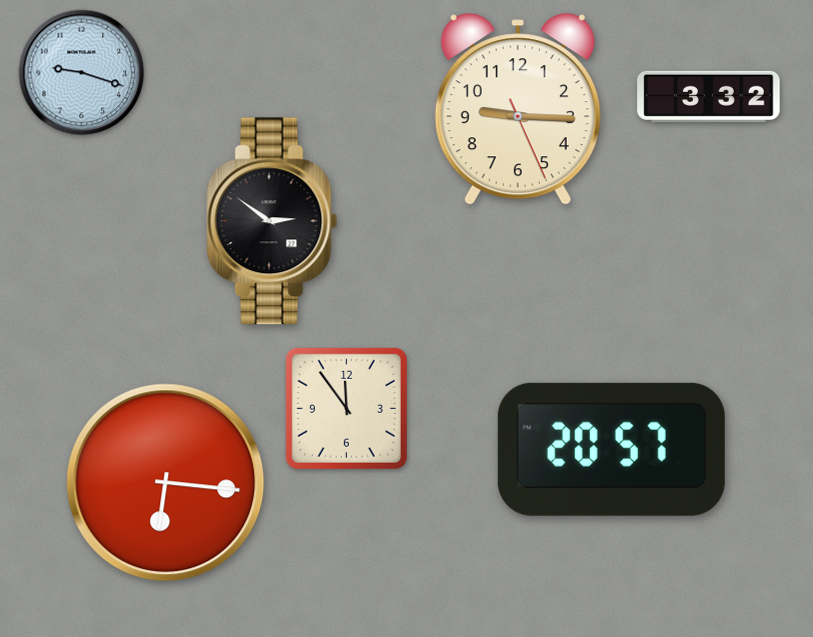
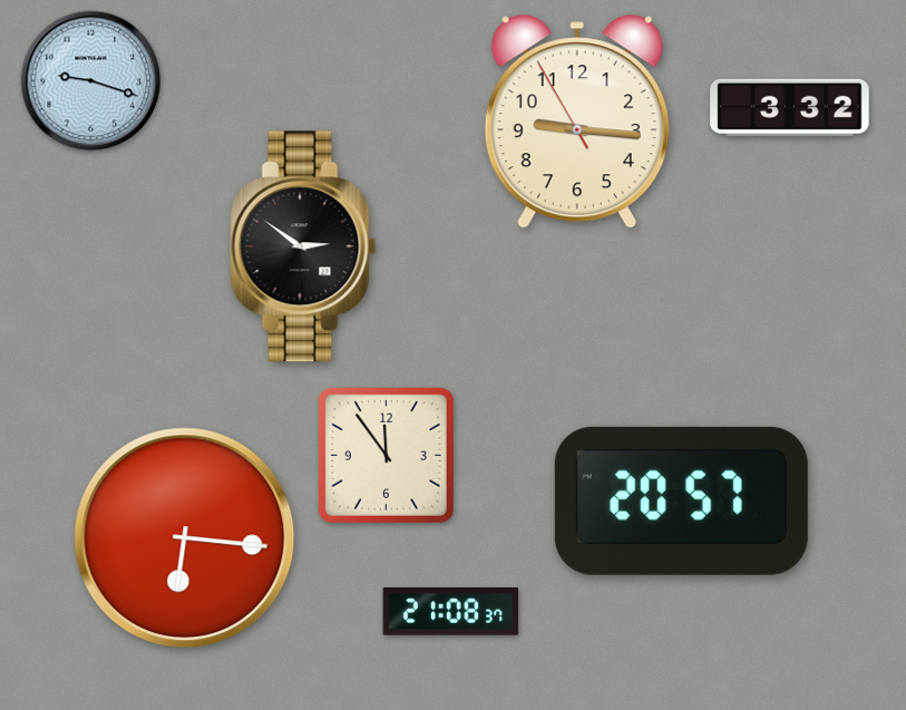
clock at (518, 110): 9:15:26 -> 9:15:55
clock at (451, 612): none -> 21:08
